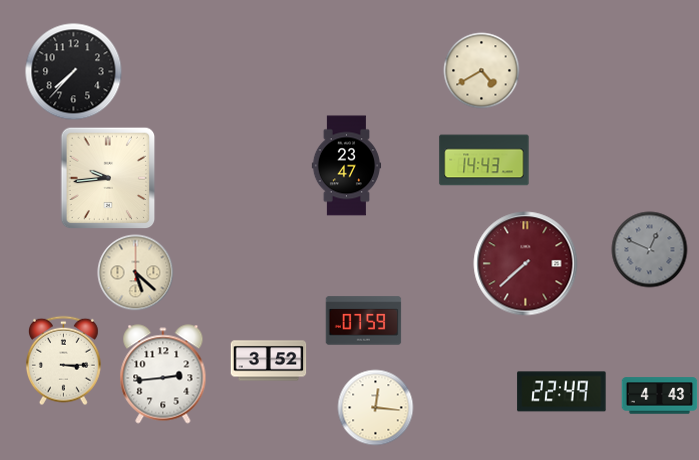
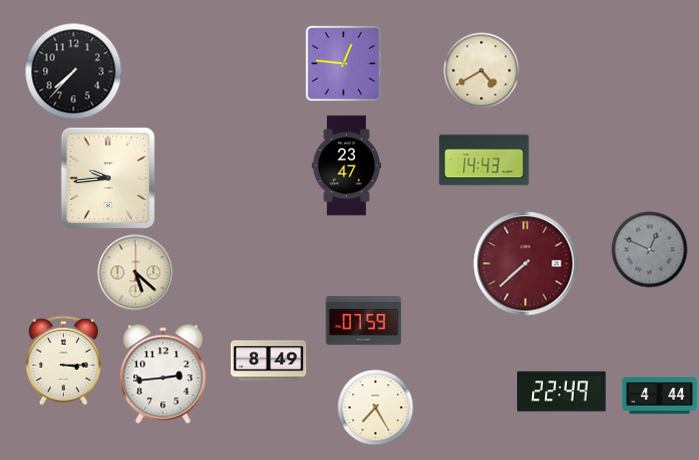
clock at (343, 63): none -> 12:46
clock at (269, 361): 3:52 -> 8:49
clock at (660, 396): 4:43 -> 4:44
clock at (376, 408): 12:16 -> 7:25
